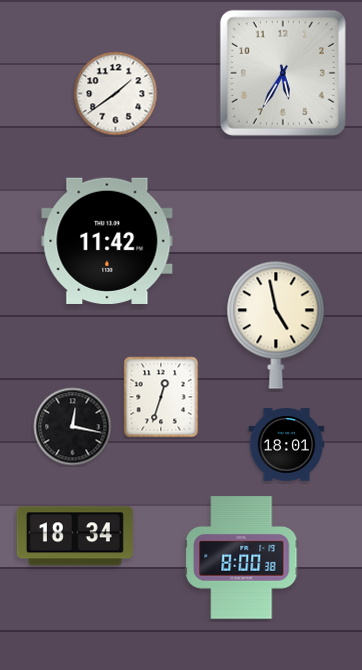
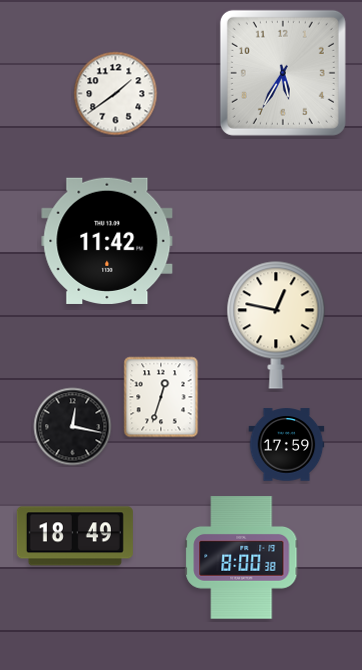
clock at (276, 325): 4:58 -> 12:47
clock at (287, 445): 18:01 -> 17:59
clock at (75, 536): 18:34 -> 18:49
